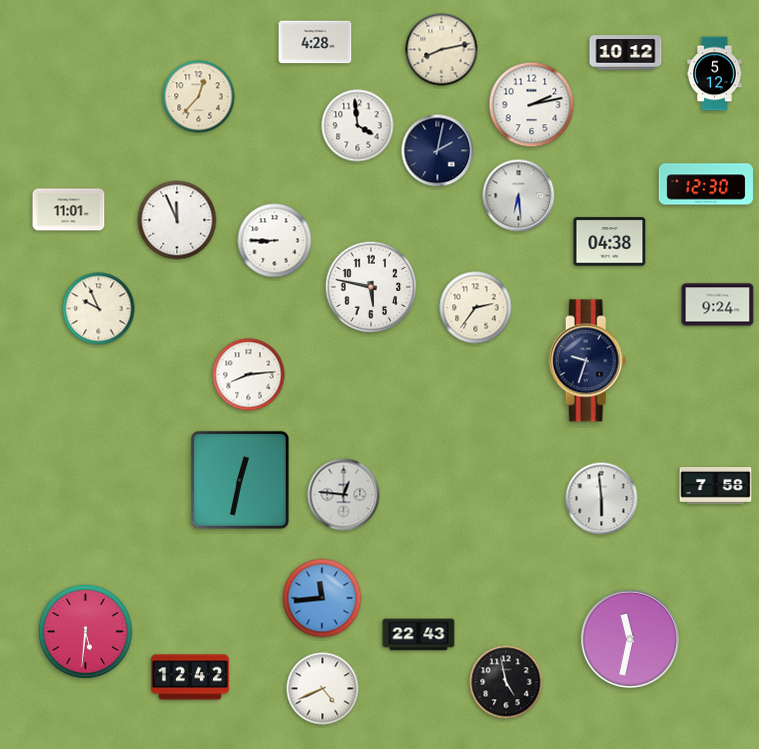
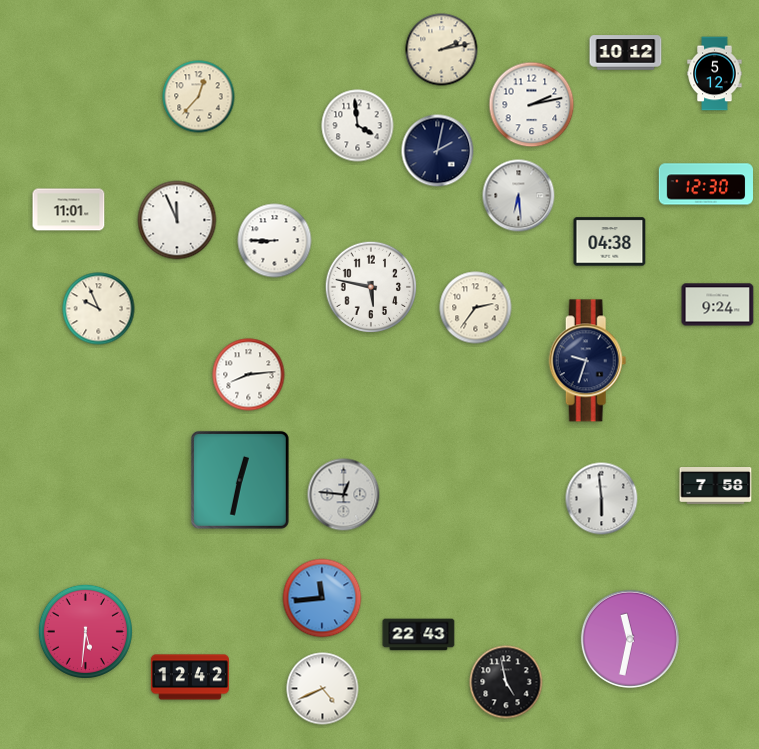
clock at (315, 42): 4:28 -> none
clock at (442, 50): 8:13 -> 2:13
